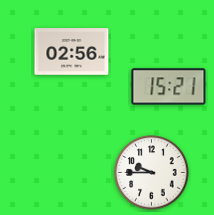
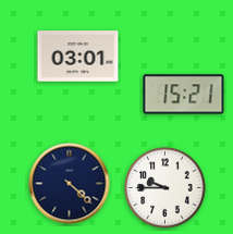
clock at (72, 52): 02:56 -> 03:01
clock at (70, 184): none -> 4:22
